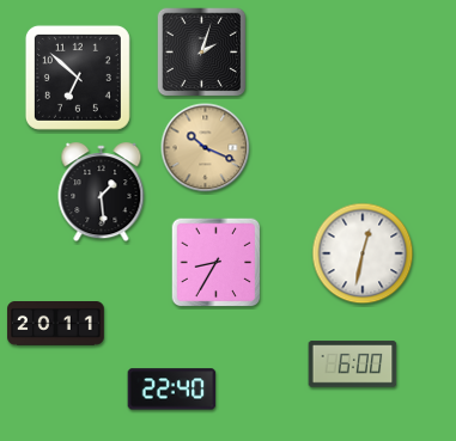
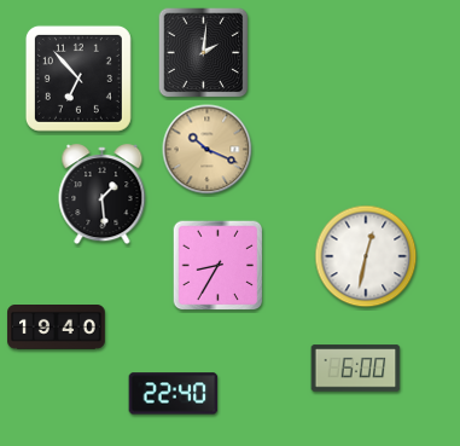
clock at (202, 53): 2:03 -> 2:01
clock at (78, 78): 6:52 -> 6:53
clock at (56, 324): 20:11 -> 19:40
